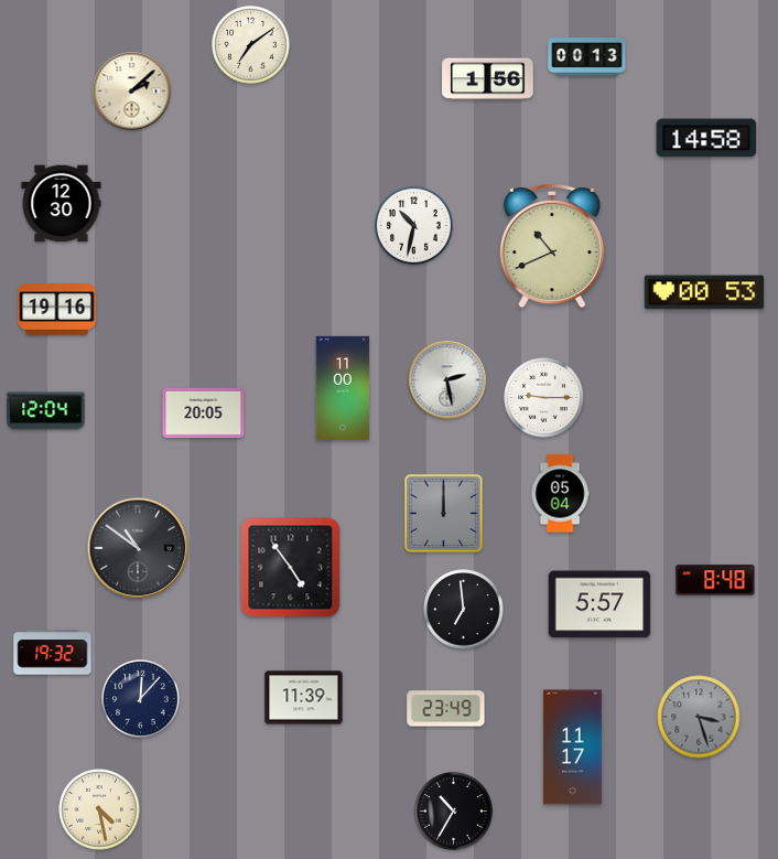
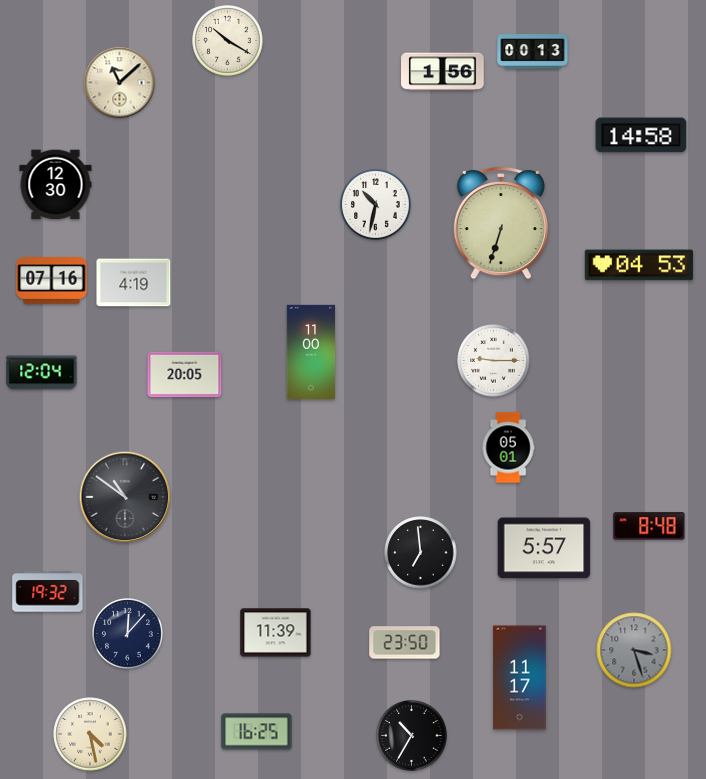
clock at (251, 45): 7:09 -> 10:20
clock at (132, 92): 2:08 -> 11:08
clock at (706, 138) position: (706, 138) -> (641, 135)
clock at (552, 246): 10:41 -> 6:33
clock at (704, 292): 00:53 -> 04:53
clock at (57, 310): 19:16 -> 07:16
clock at (134, 283): none -> 4:19
clock at (447, 380): 2:28 -> none
clock at (560, 494): 05:04 -> 05:01
clock at (443, 513): 12:00 -> none
clock at (291, 568): 4:54 -> none
clock at (446, 709): 23:49 -> 23:50
clock at (257, 732): none -> 16:25
